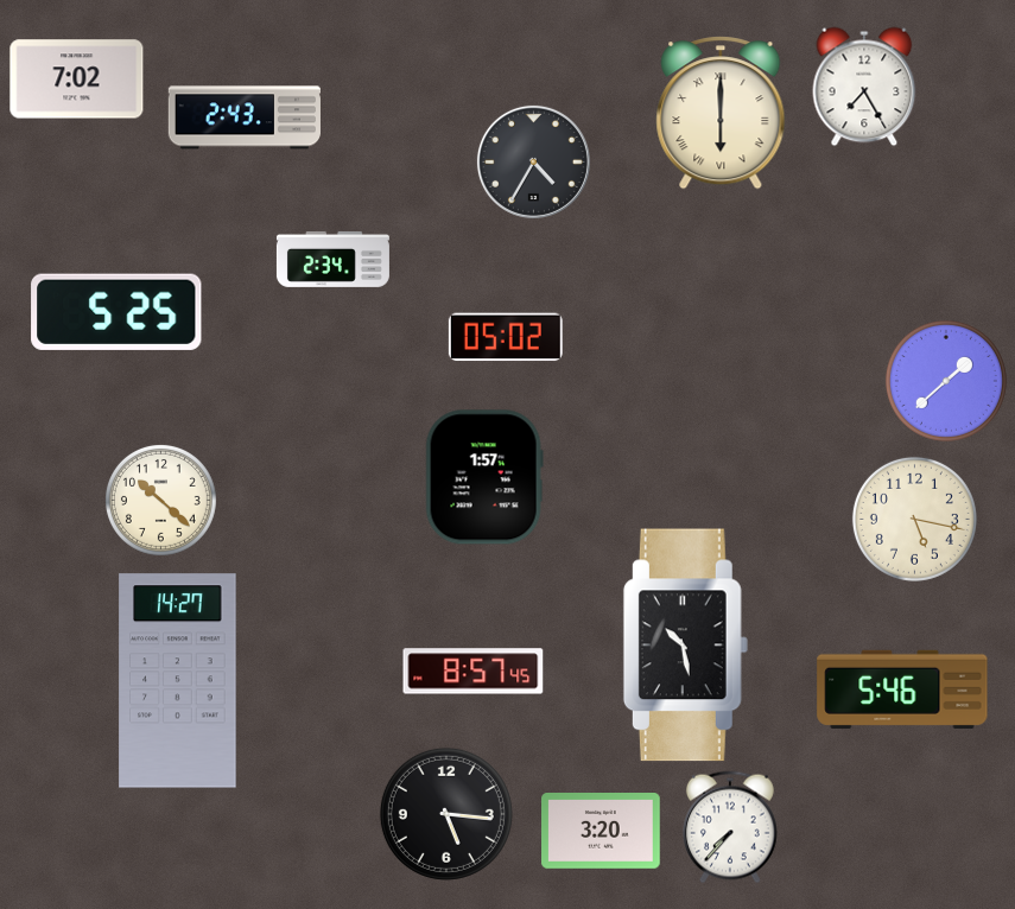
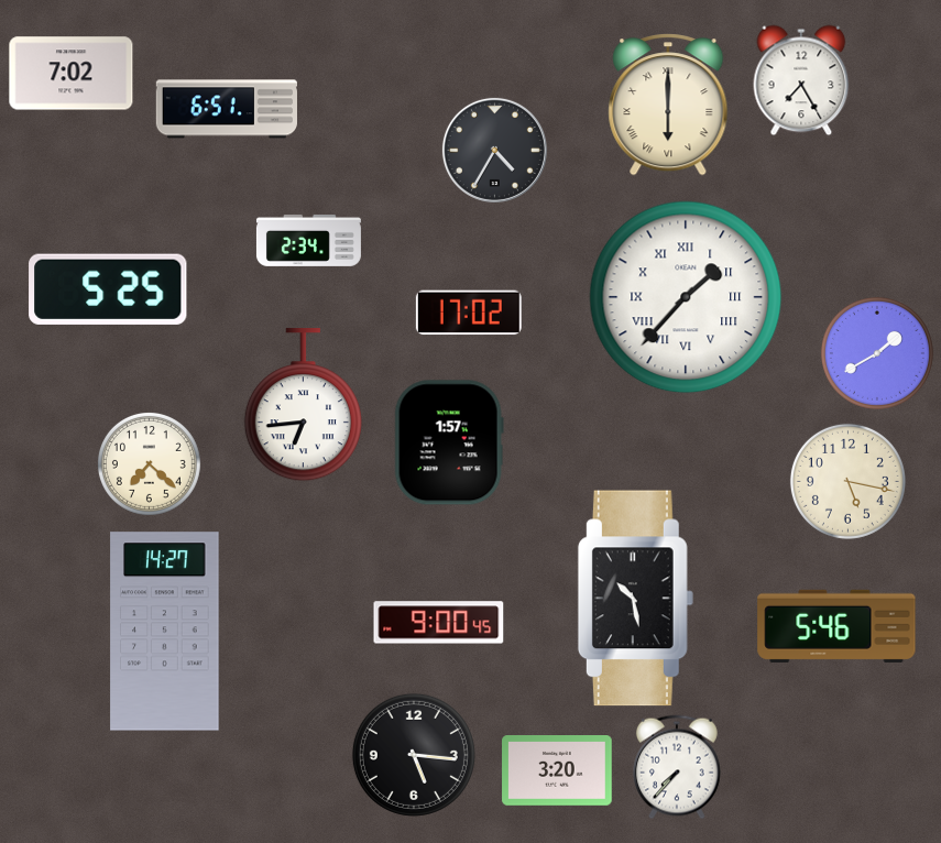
clock at (245, 117): 2:43 -> 6:51
clock at (686, 297): none -> 1:37
clock at (506, 337): 05:02 -> 17:02
clock at (946, 381): 1:38 -> 1:40
clock at (303, 405): none -> 6:44
clock at (160, 500): 10:22 -> 7:22
clock at (474, 672): 8:57 -> 9:00
clock at (902, 689) position: (902, 689) -> (836, 626)
